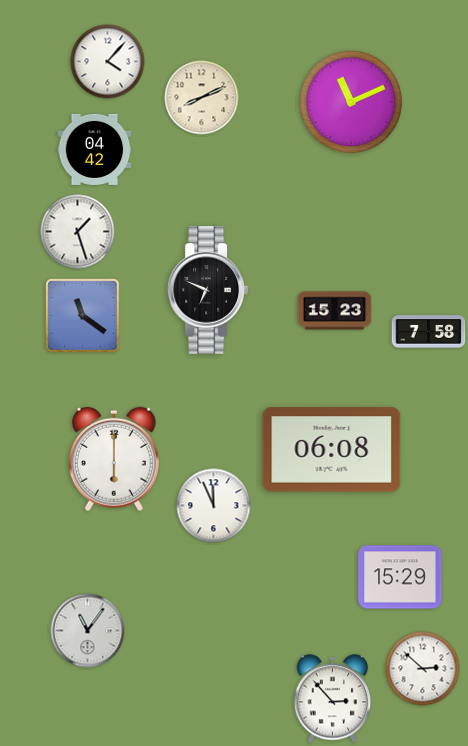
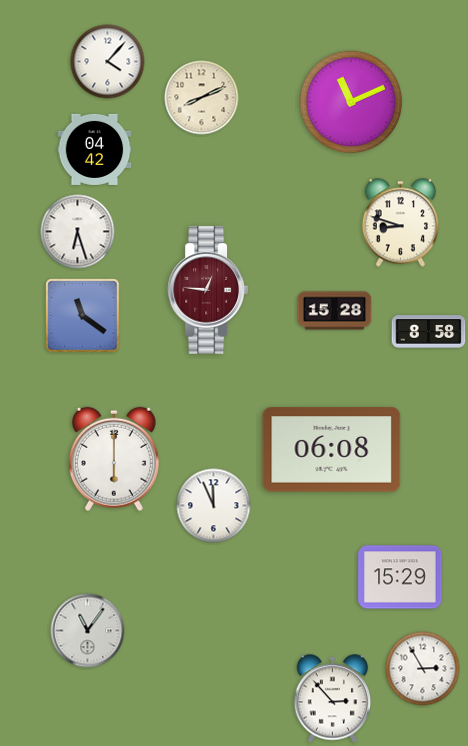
clock at (401, 223): none -> 8:48
clock at (78, 232): 1:27 -> 6:27
clock at (207, 290): 6:49 -> 12:46
clock at (207, 290) dial: black -> burgundy
clock at (335, 311): 15:23 -> 15:28
clock at (429, 332): 7:58 -> 8:58
clock at (423, 669): 2:52 -> 2:55
